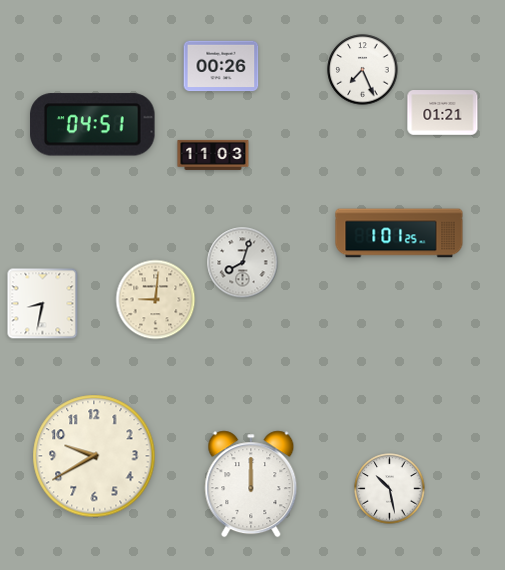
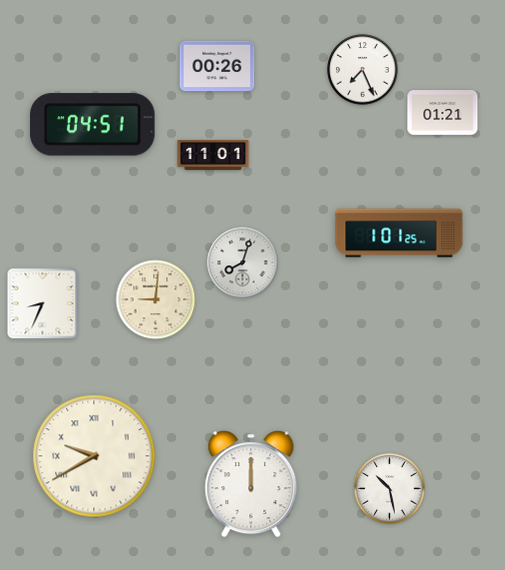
clock at (221, 66) position: (221, 66) -> (217, 66)
clock at (213, 155): 11:03 -> 11:01
clock at (43, 304): 8:32 -> 8:34
clock at (94, 456) numerals: Arabic -> Roman
